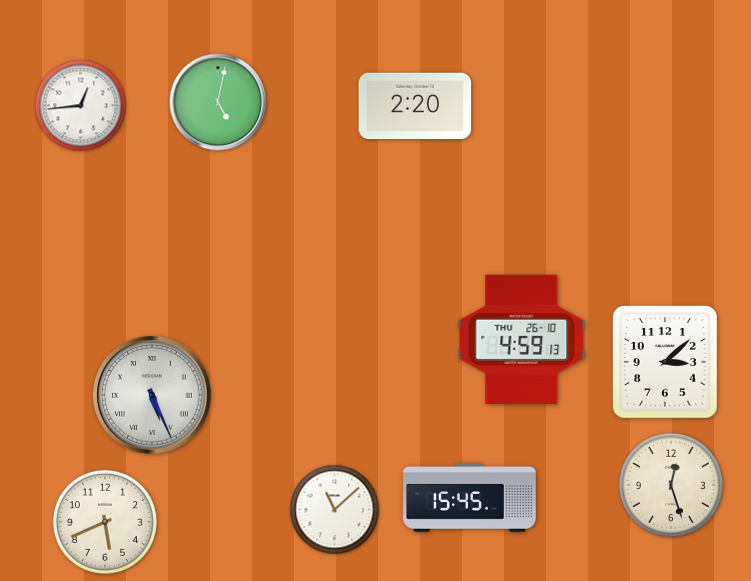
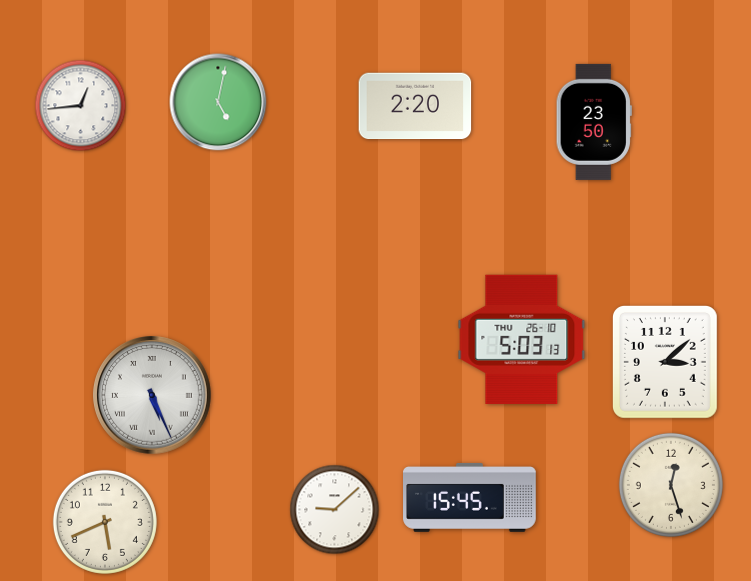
clock at (594, 122): none -> 23:50
clock at (522, 339): 4:59 -> 5:03
clock at (335, 510): 11:08 -> 9:08
